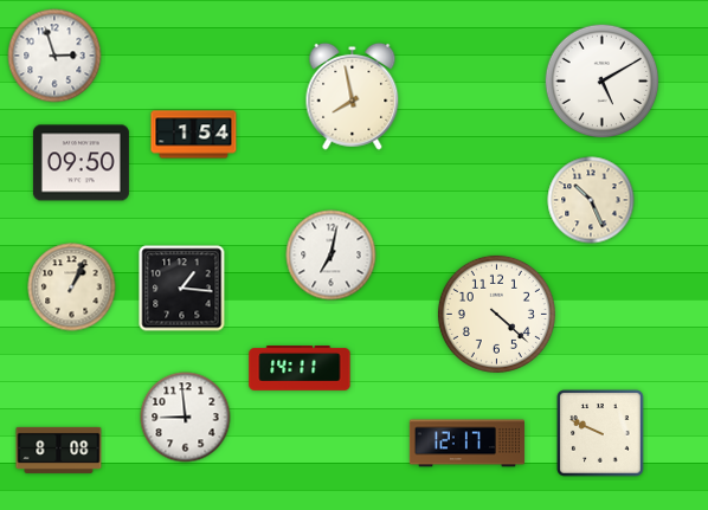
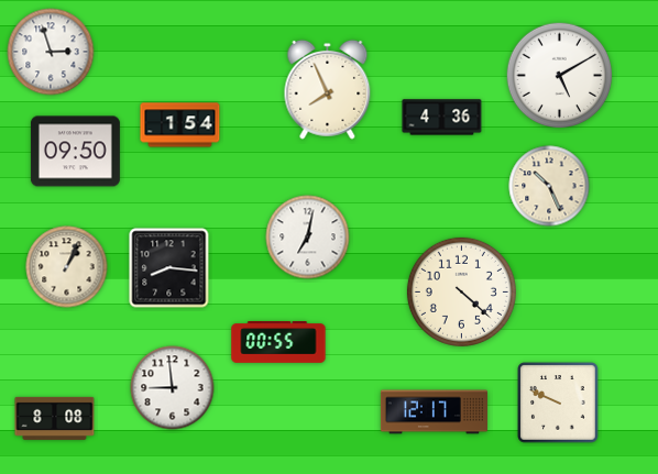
clock at (353, 96): 7:58 -> 7:56
clock at (442, 118): none -> 4:36
clock at (182, 289): 1:16 -> 8:16
clock at (300, 369): 14:11 -> 00:55
